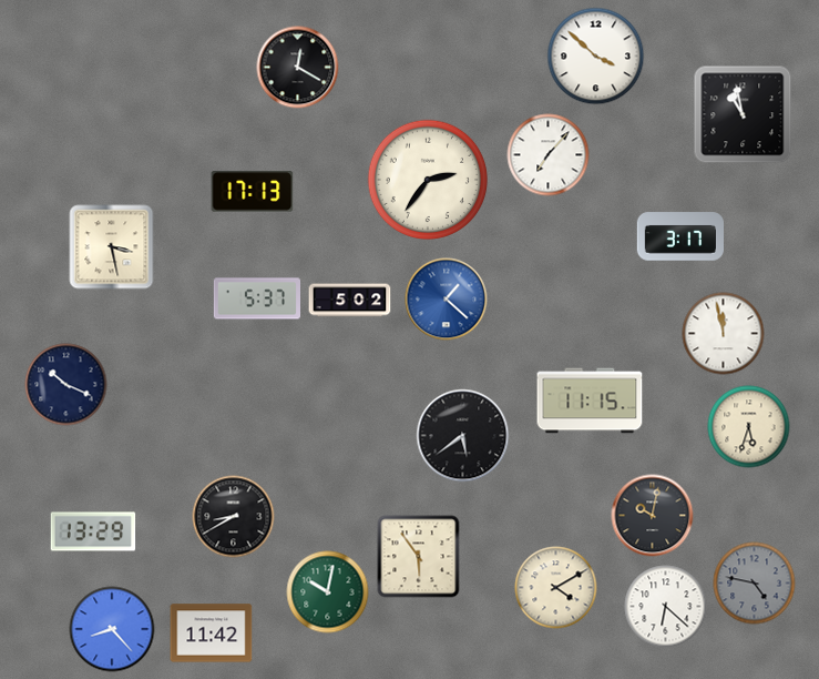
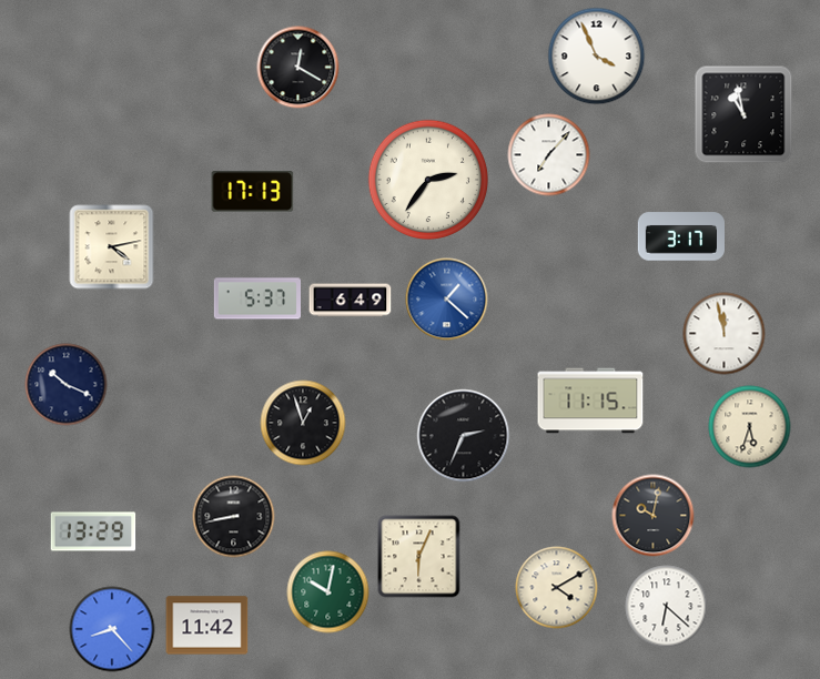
clock at (596, 57): 3:52 -> 3:56
clock at (112, 247): 3:28 -> 4:13
clock at (350, 301): 5:02 -> 6:49
clock at (303, 423): none -> 12:57
clock at (463, 436): 5:39 -> 2:34
clock at (234, 517): 8:40 -> 8:43
clock at (419, 557): 5:54 -> 6:04
clock at (755, 584): 4:47 -> none
clock at (212, 634) position: (212, 634) -> (207, 626)
